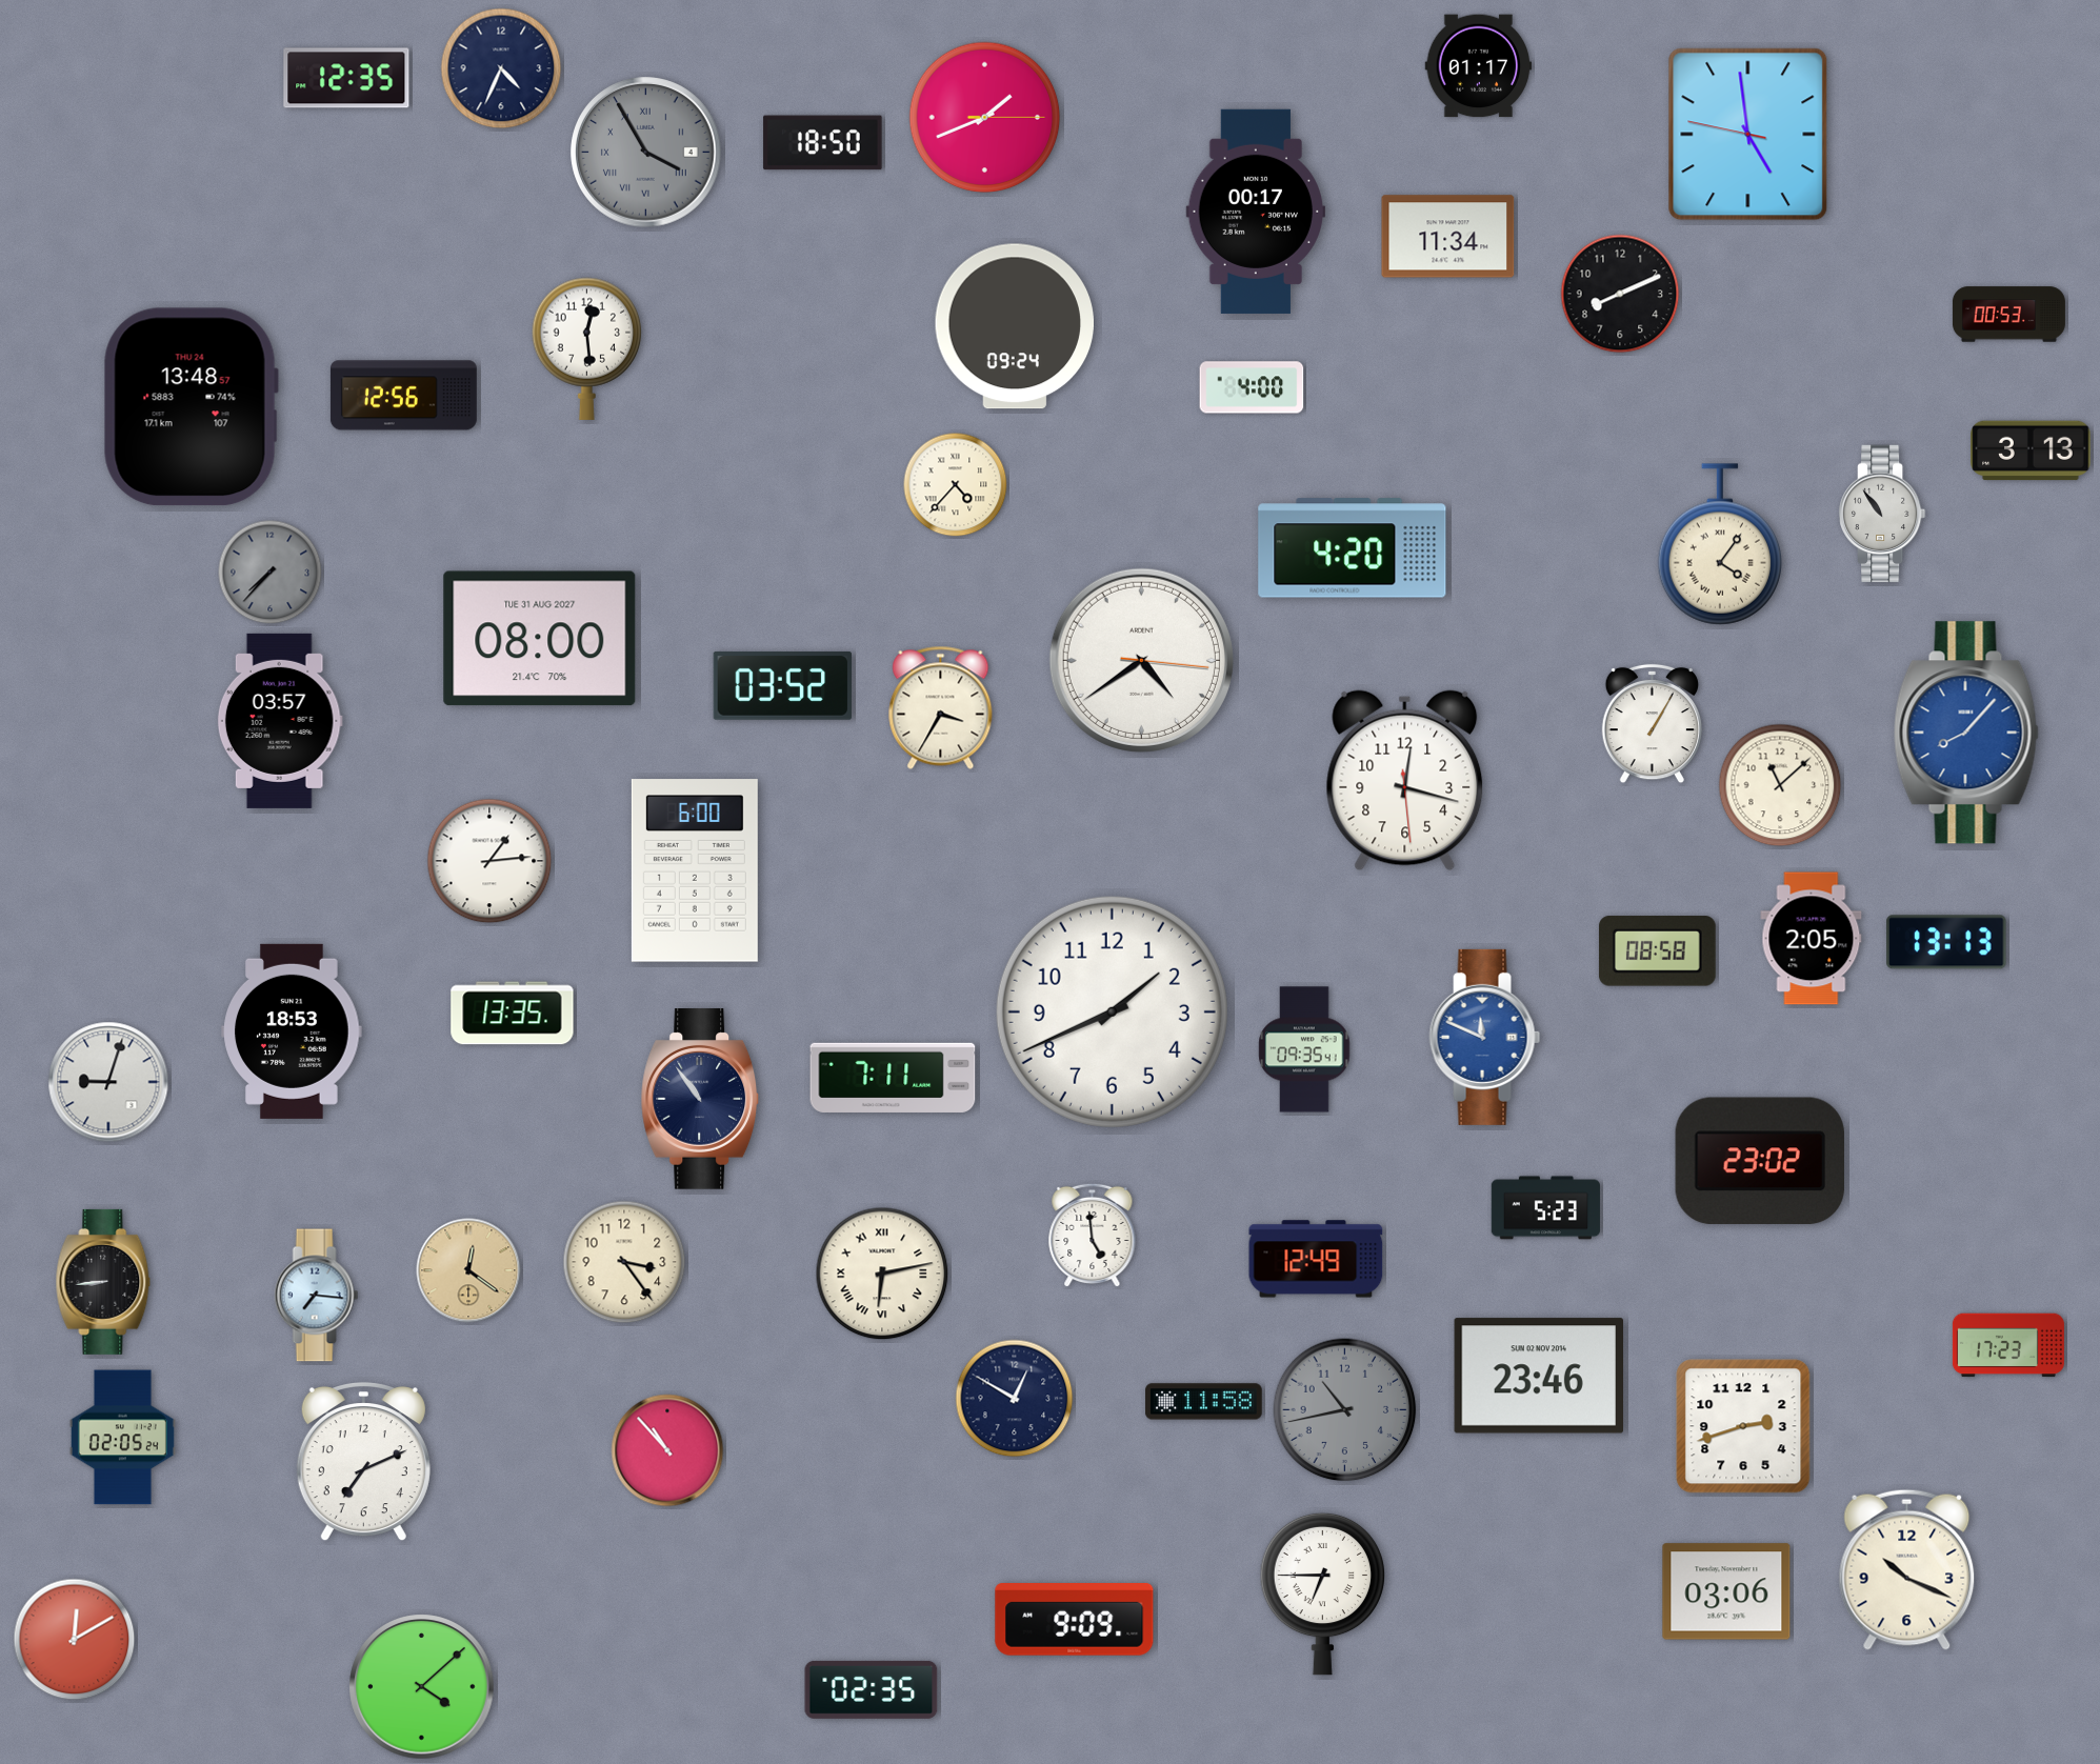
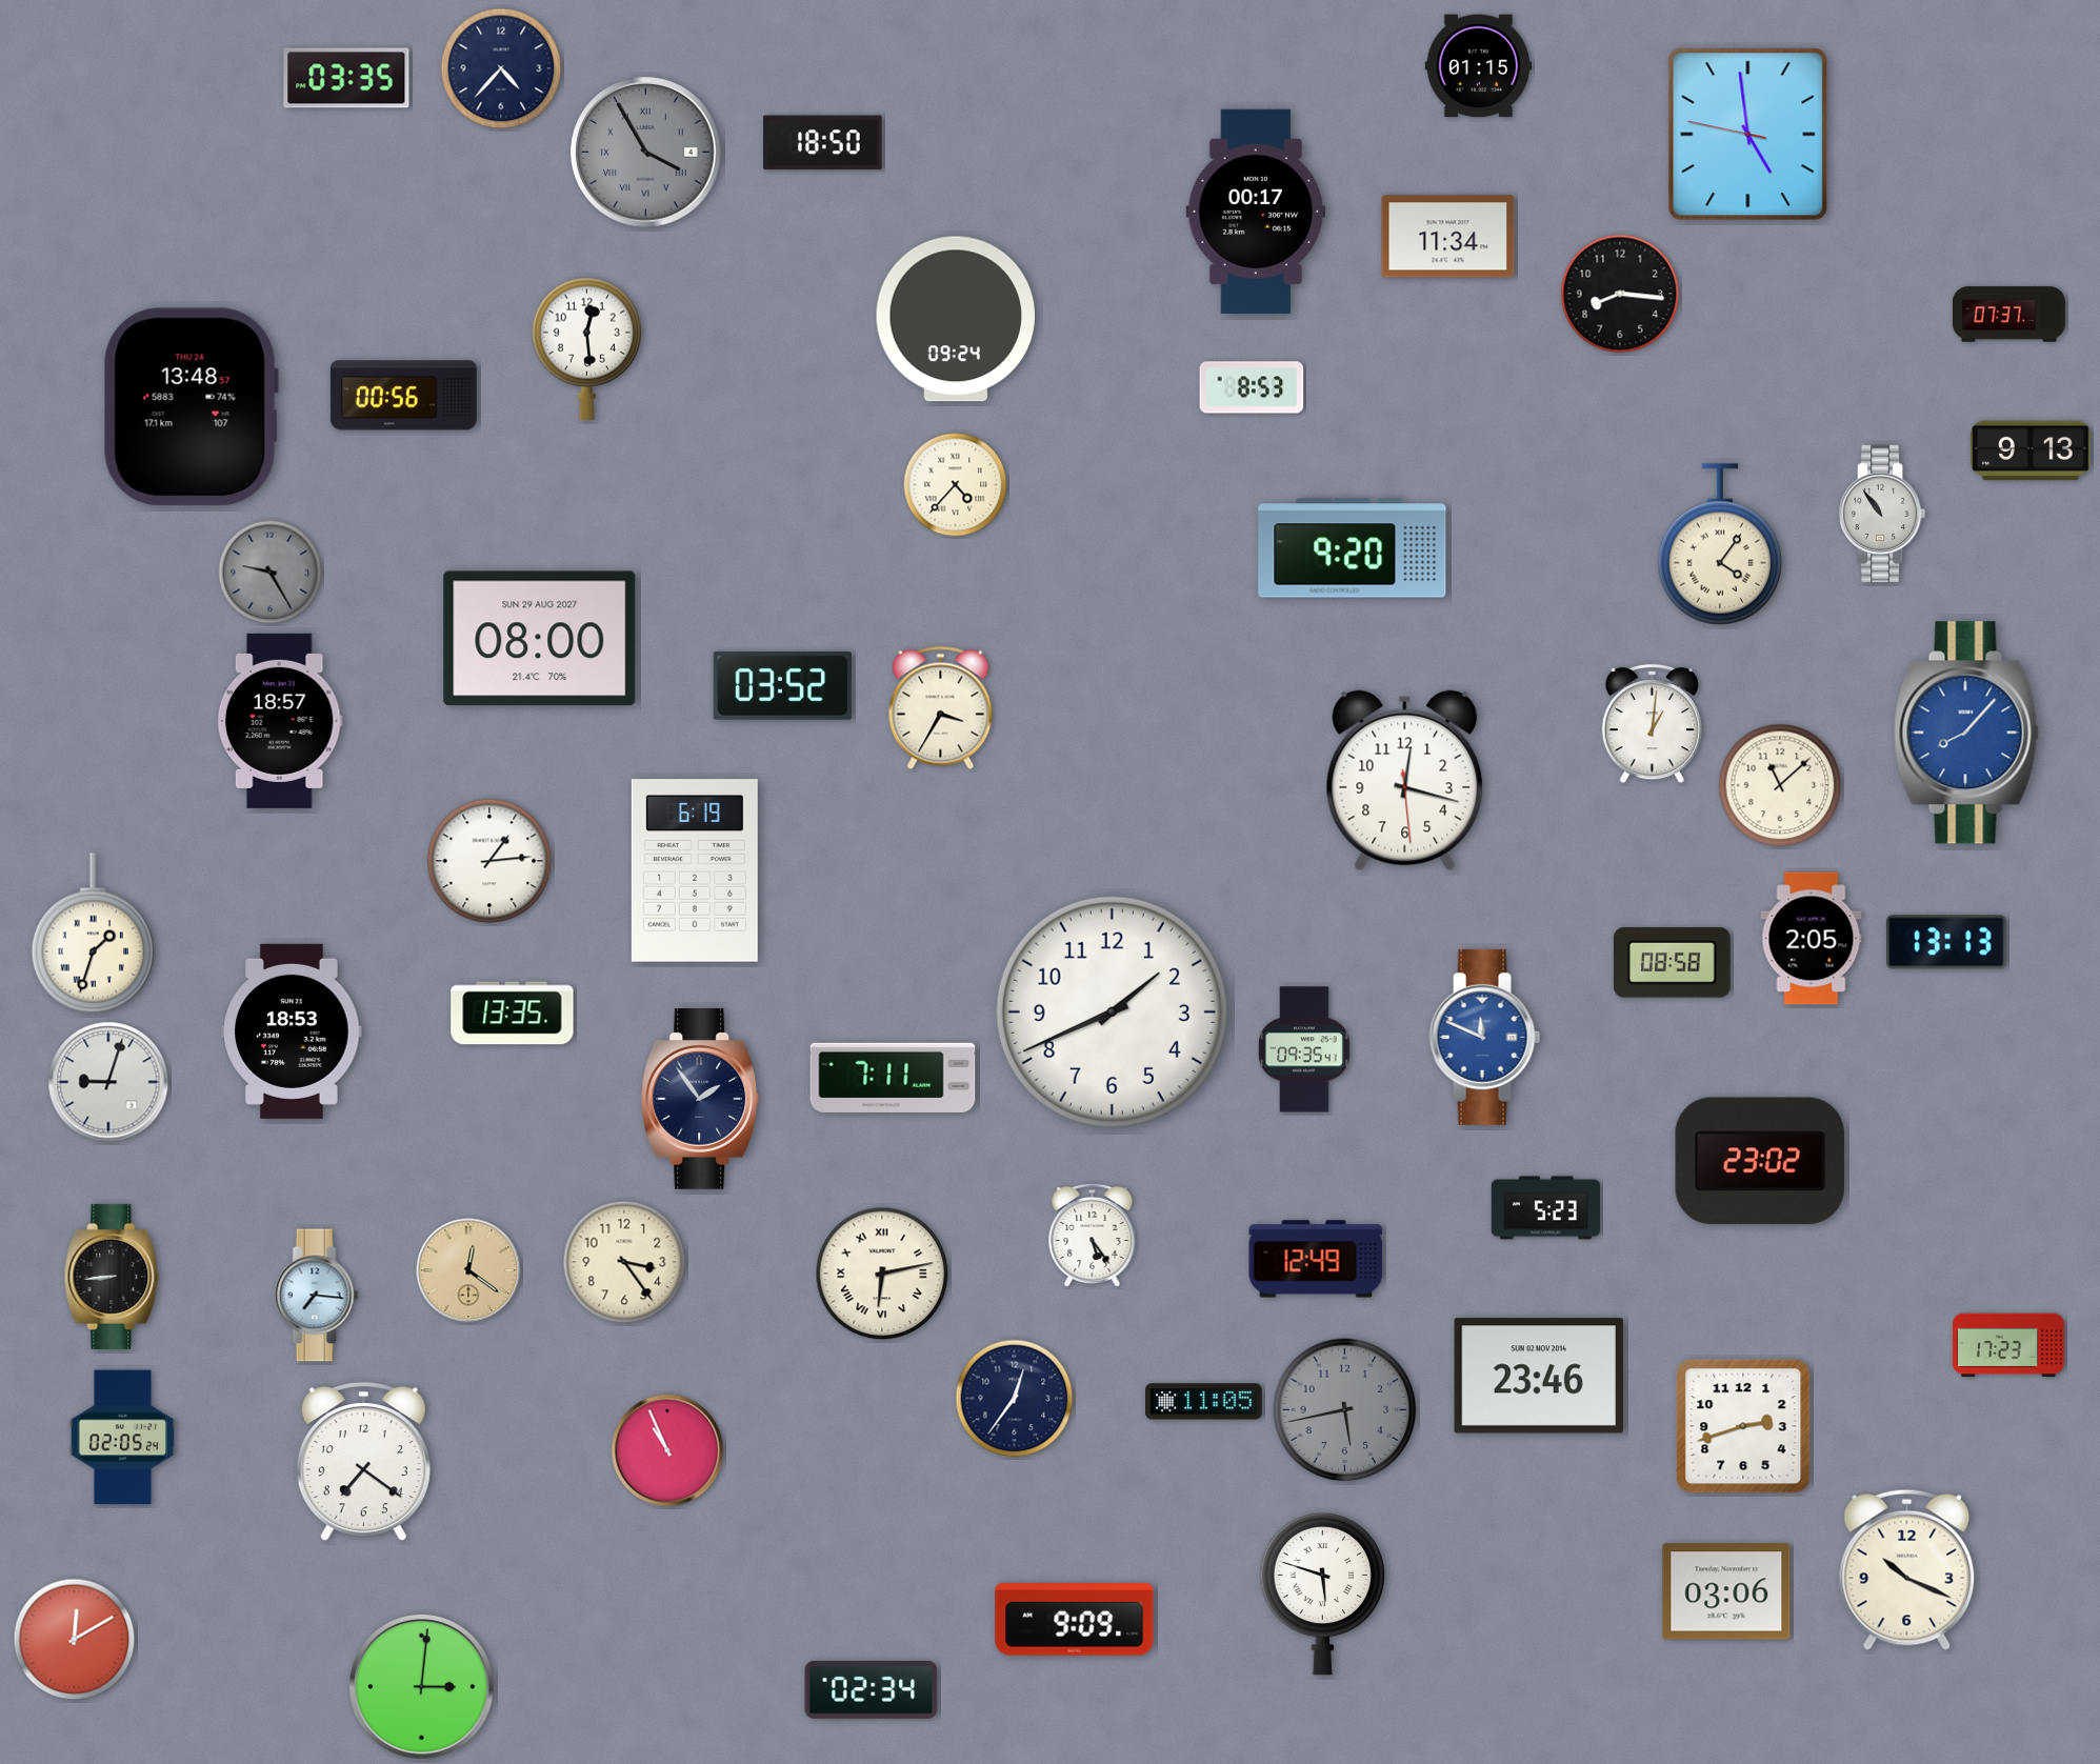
clock at (1479, 66): 01:17 -> 01:15
clock at (501, 68): 4:34 -> 4:37
clock at (346, 78): 12:35 -> 03:35
clock at (985, 118): 1:41 -> none
clock at (1620, 294): 8:11 -> 8:16
clock at (2008, 315): 00:53 -> 07:37
clock at (1014, 326) position: (1014, 326) -> (955, 319)
clock at (1252, 387): 4:00 -> 8:53
clock at (403, 396): 12:56 -> 00:56
clock at (2031, 450): 3:13 -> 9:13
clock at (1353, 548): 4:20 -> 9:20
clock at (271, 573): 7:37 -> 9:25
clock at (540, 639) date: TUE 31 AUG 2027 -> SUN 29 AUG 2027
clock at (1141, 660): 4:39 -> none
clock at (280, 721): 03:57 -> 18:57
clock at (1652, 724): 1:05 -> 1:01
clock at (695, 870): 6:00 -> 6:19
clock at (93, 934): none -> 1:33
clock at (1657, 951) position: (1657, 951) -> (1672, 963)
clock at (700, 1100): 10:54 -> 1:54
clock at (1093, 1236): 4:59 -> 5:24
clock at (103, 1282) position: (103, 1282) -> (112, 1277)
clock at (1015, 1399): 12:50 -> 12:36
clock at (1204, 1402): 11:58 -> 11:05
clock at (1345, 1410): 10:43 -> 5:43
clock at (667, 1450): 10:53 -> 10:56
clock at (363, 1462): 7:11 -> 7:21
clock at (1322, 1593): 6:45 -> 5:48
clock at (422, 1687): 4:08 -> 3:01
clock at (872, 1689): 02:35 -> 02:34
